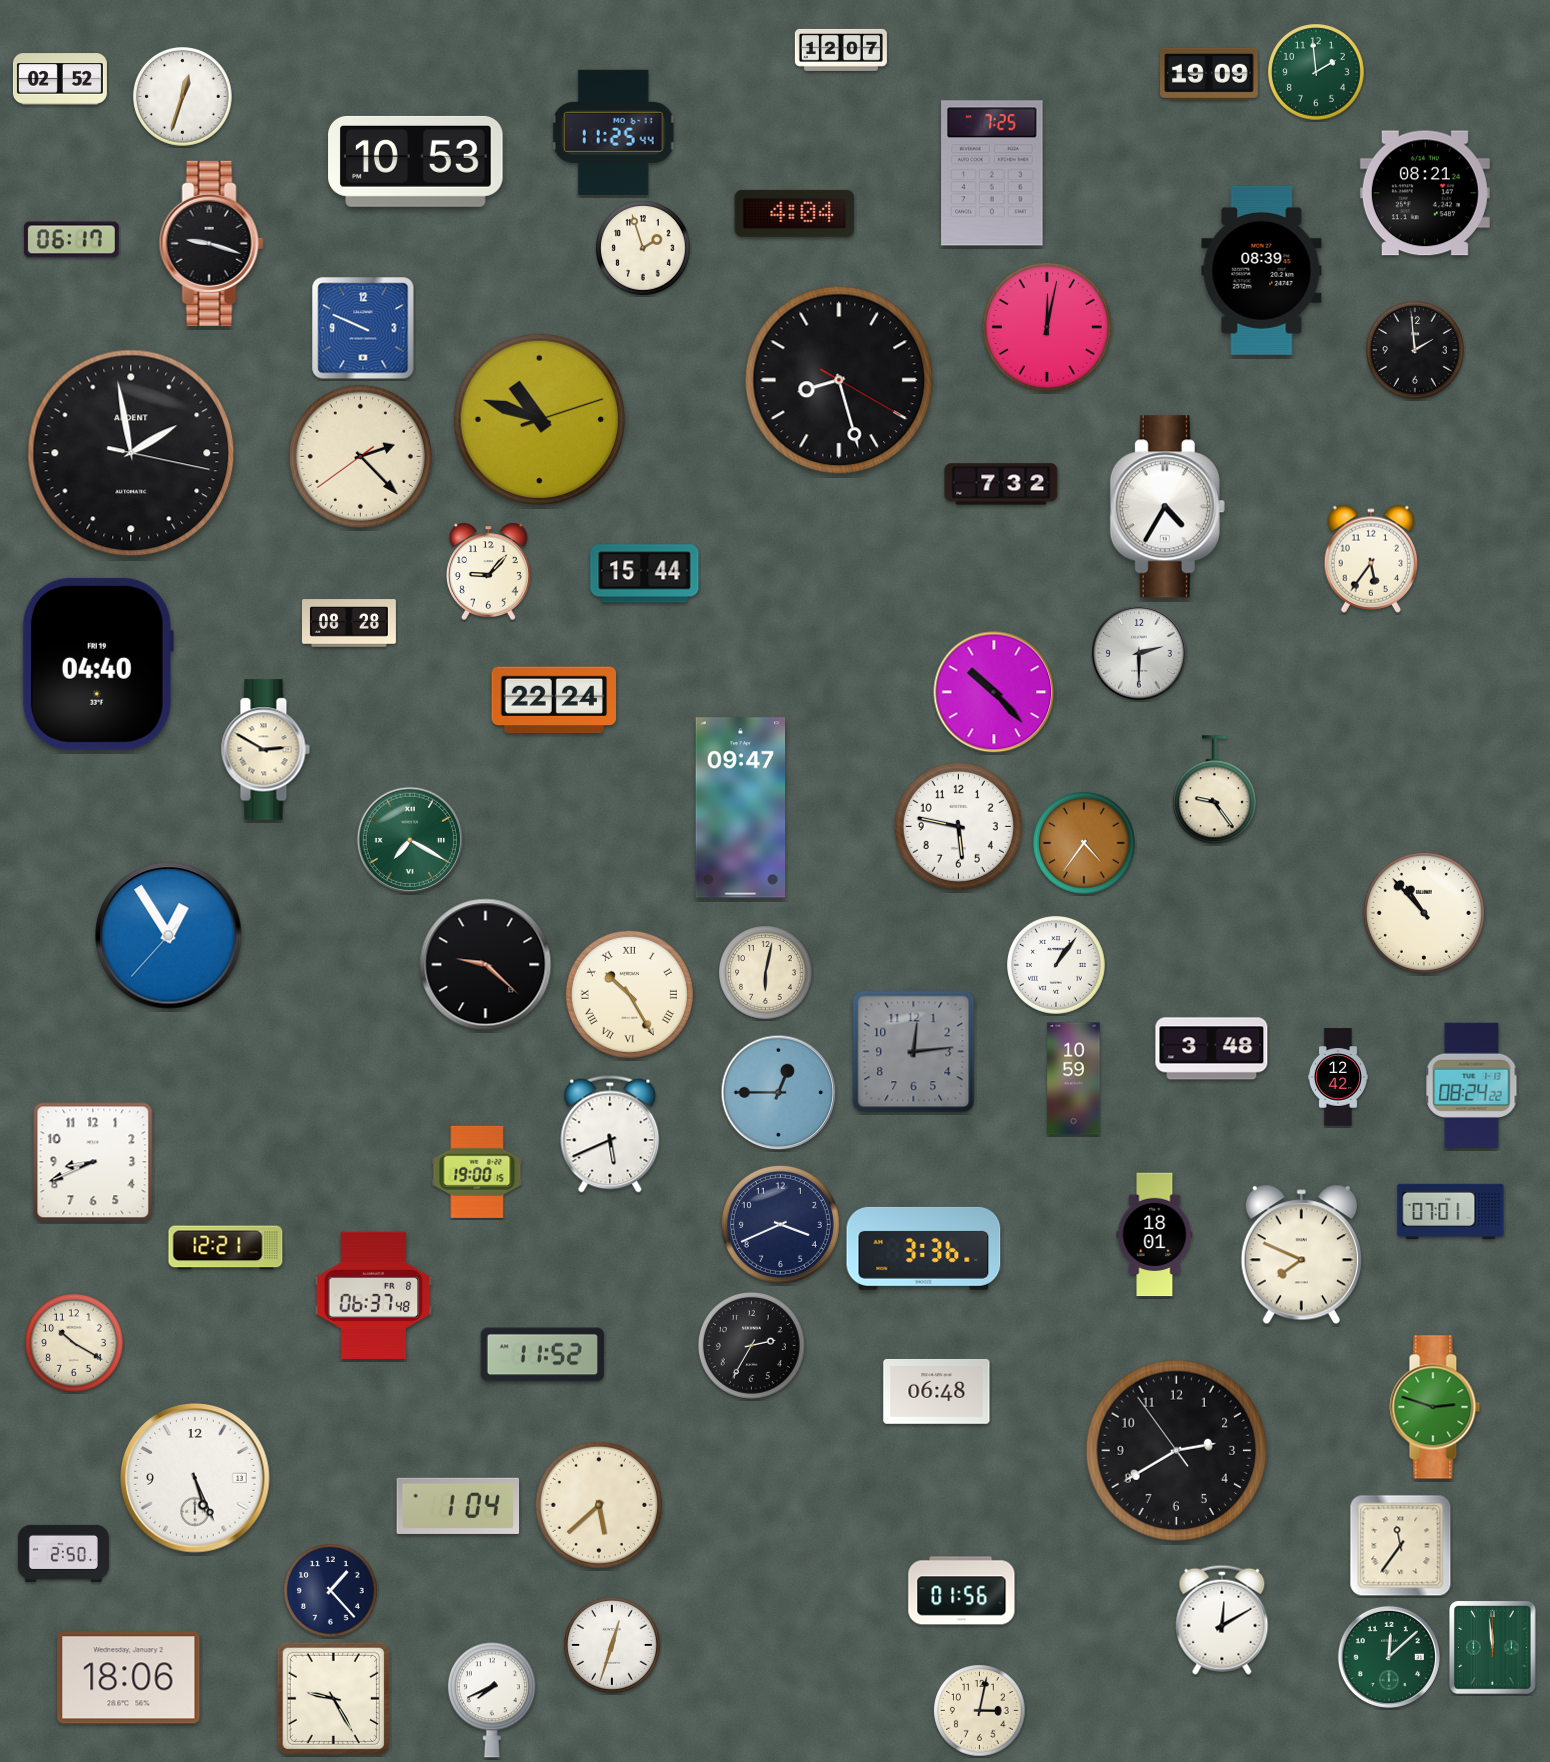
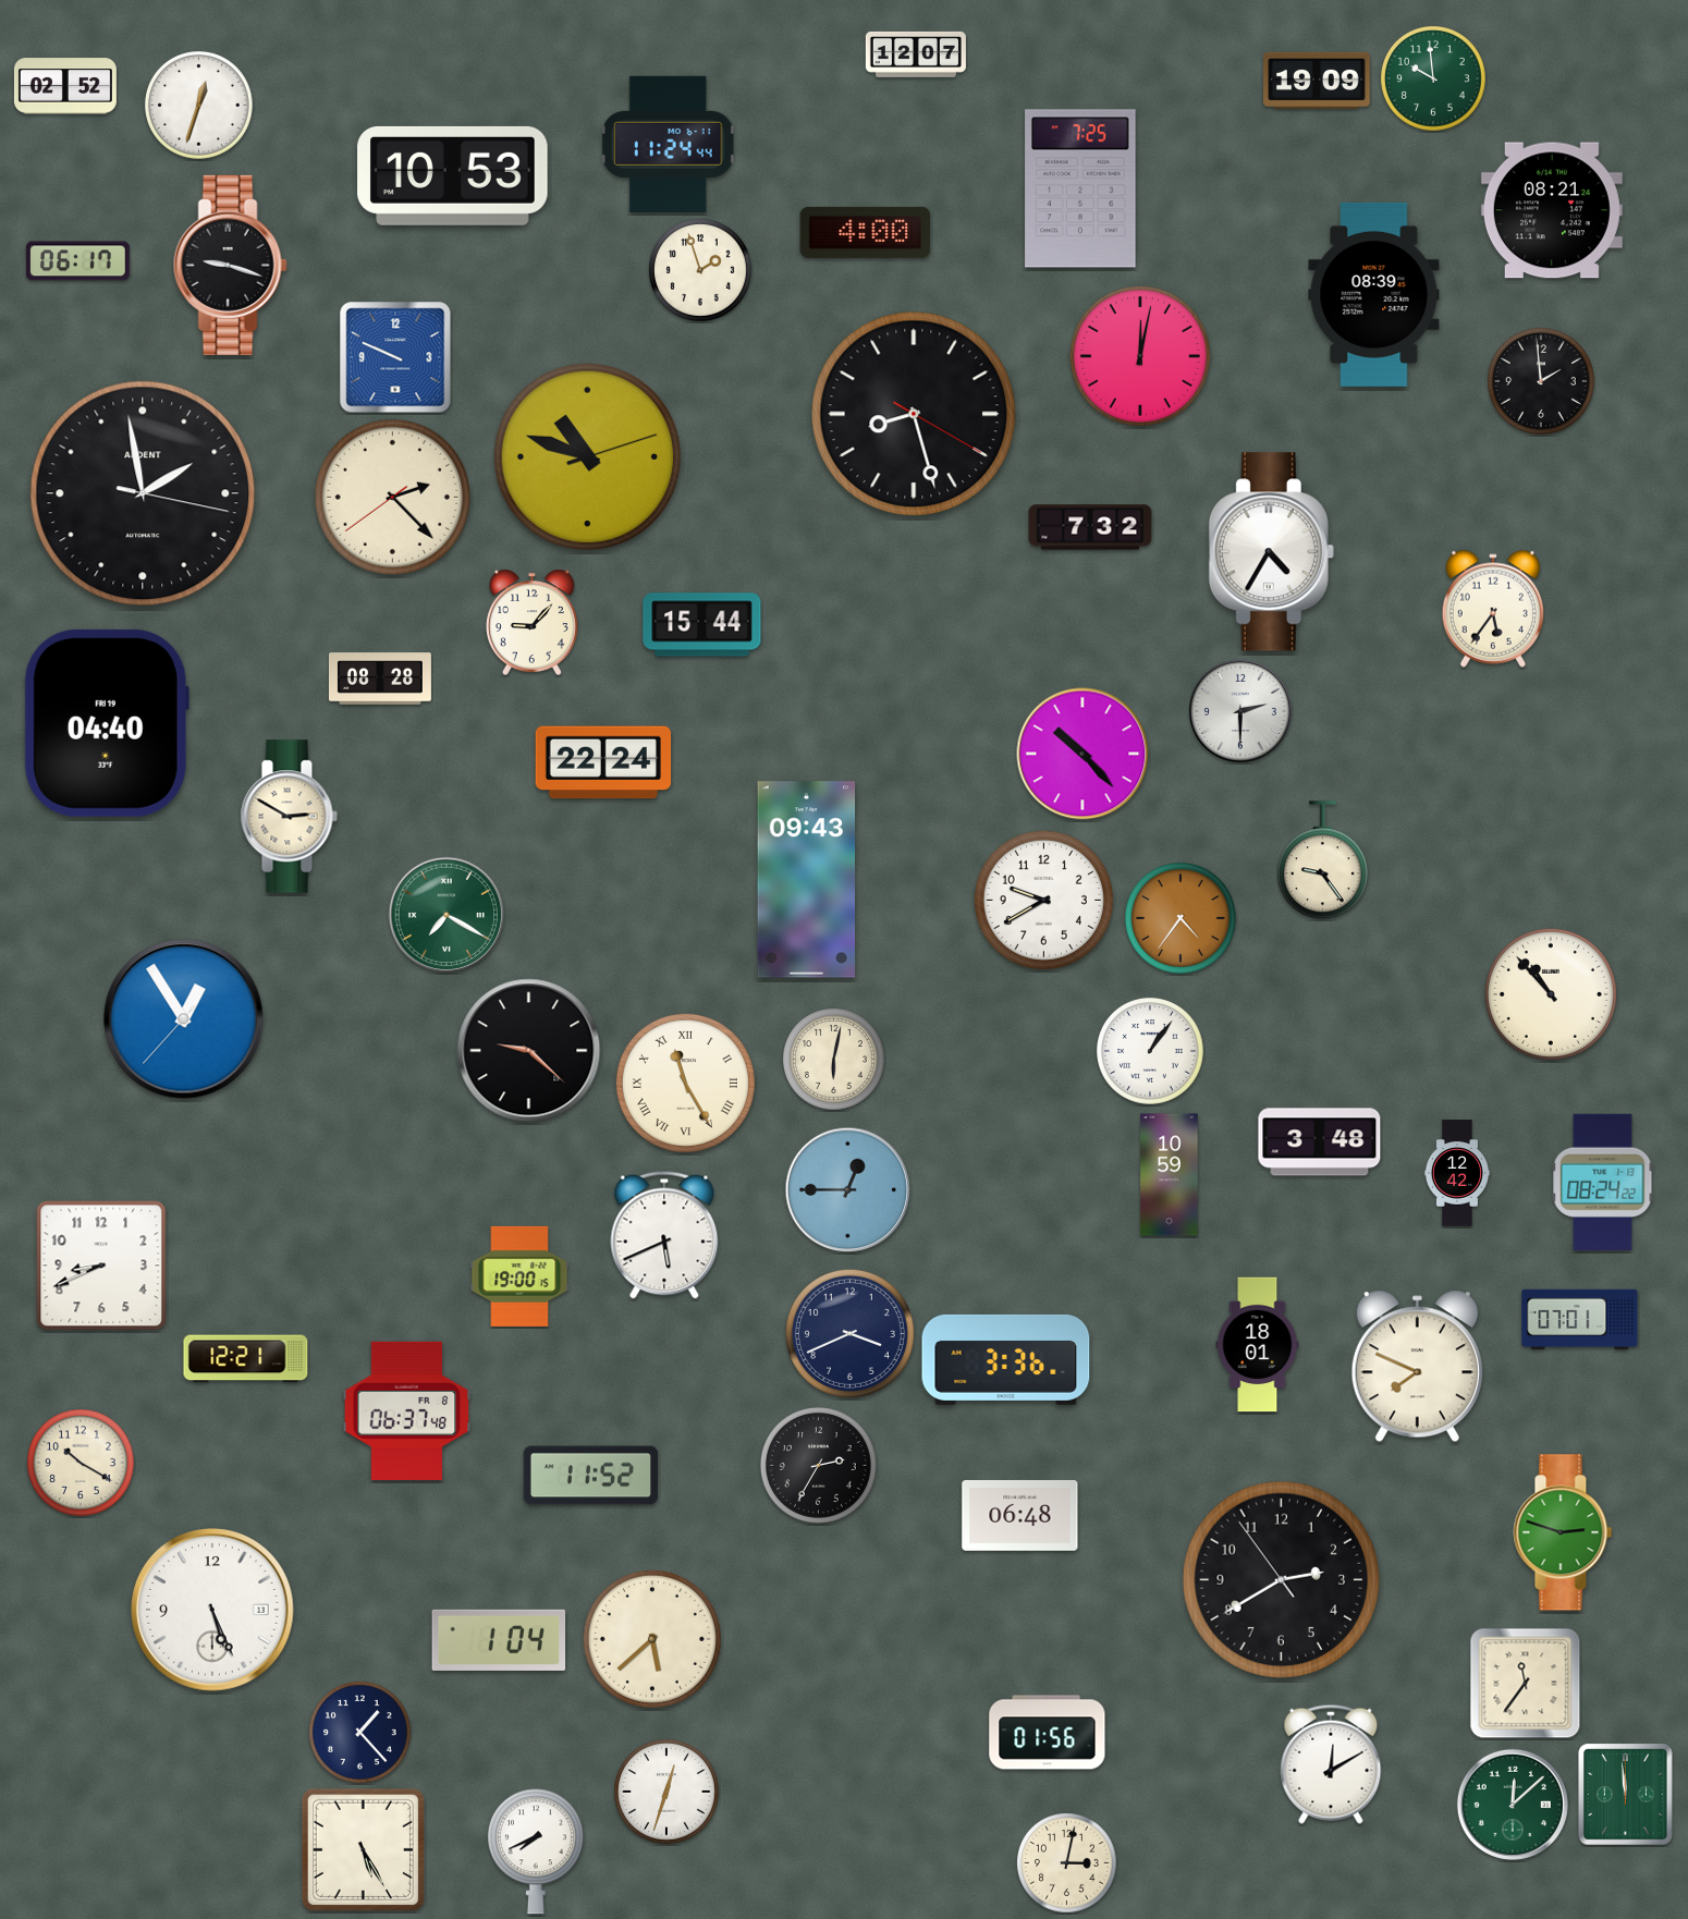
clock at (1317, 73): 1:59 -> 9:59
clock at (613, 132): 11:25 -> 11:24
clock at (795, 213): 4:04 -> 4:00
clock at (741, 808): 09:47 -> 09:43
clock at (958, 826): 5:47 -> 9:40
clock at (629, 994): 10:25 -> 11:25
clock at (914, 1052): 12:14 -> none
clock at (63, 1553): 2:50 -> none
clock at (129, 1678): 18:06 -> none
clock at (333, 1698): 9:25 -> 5:25
